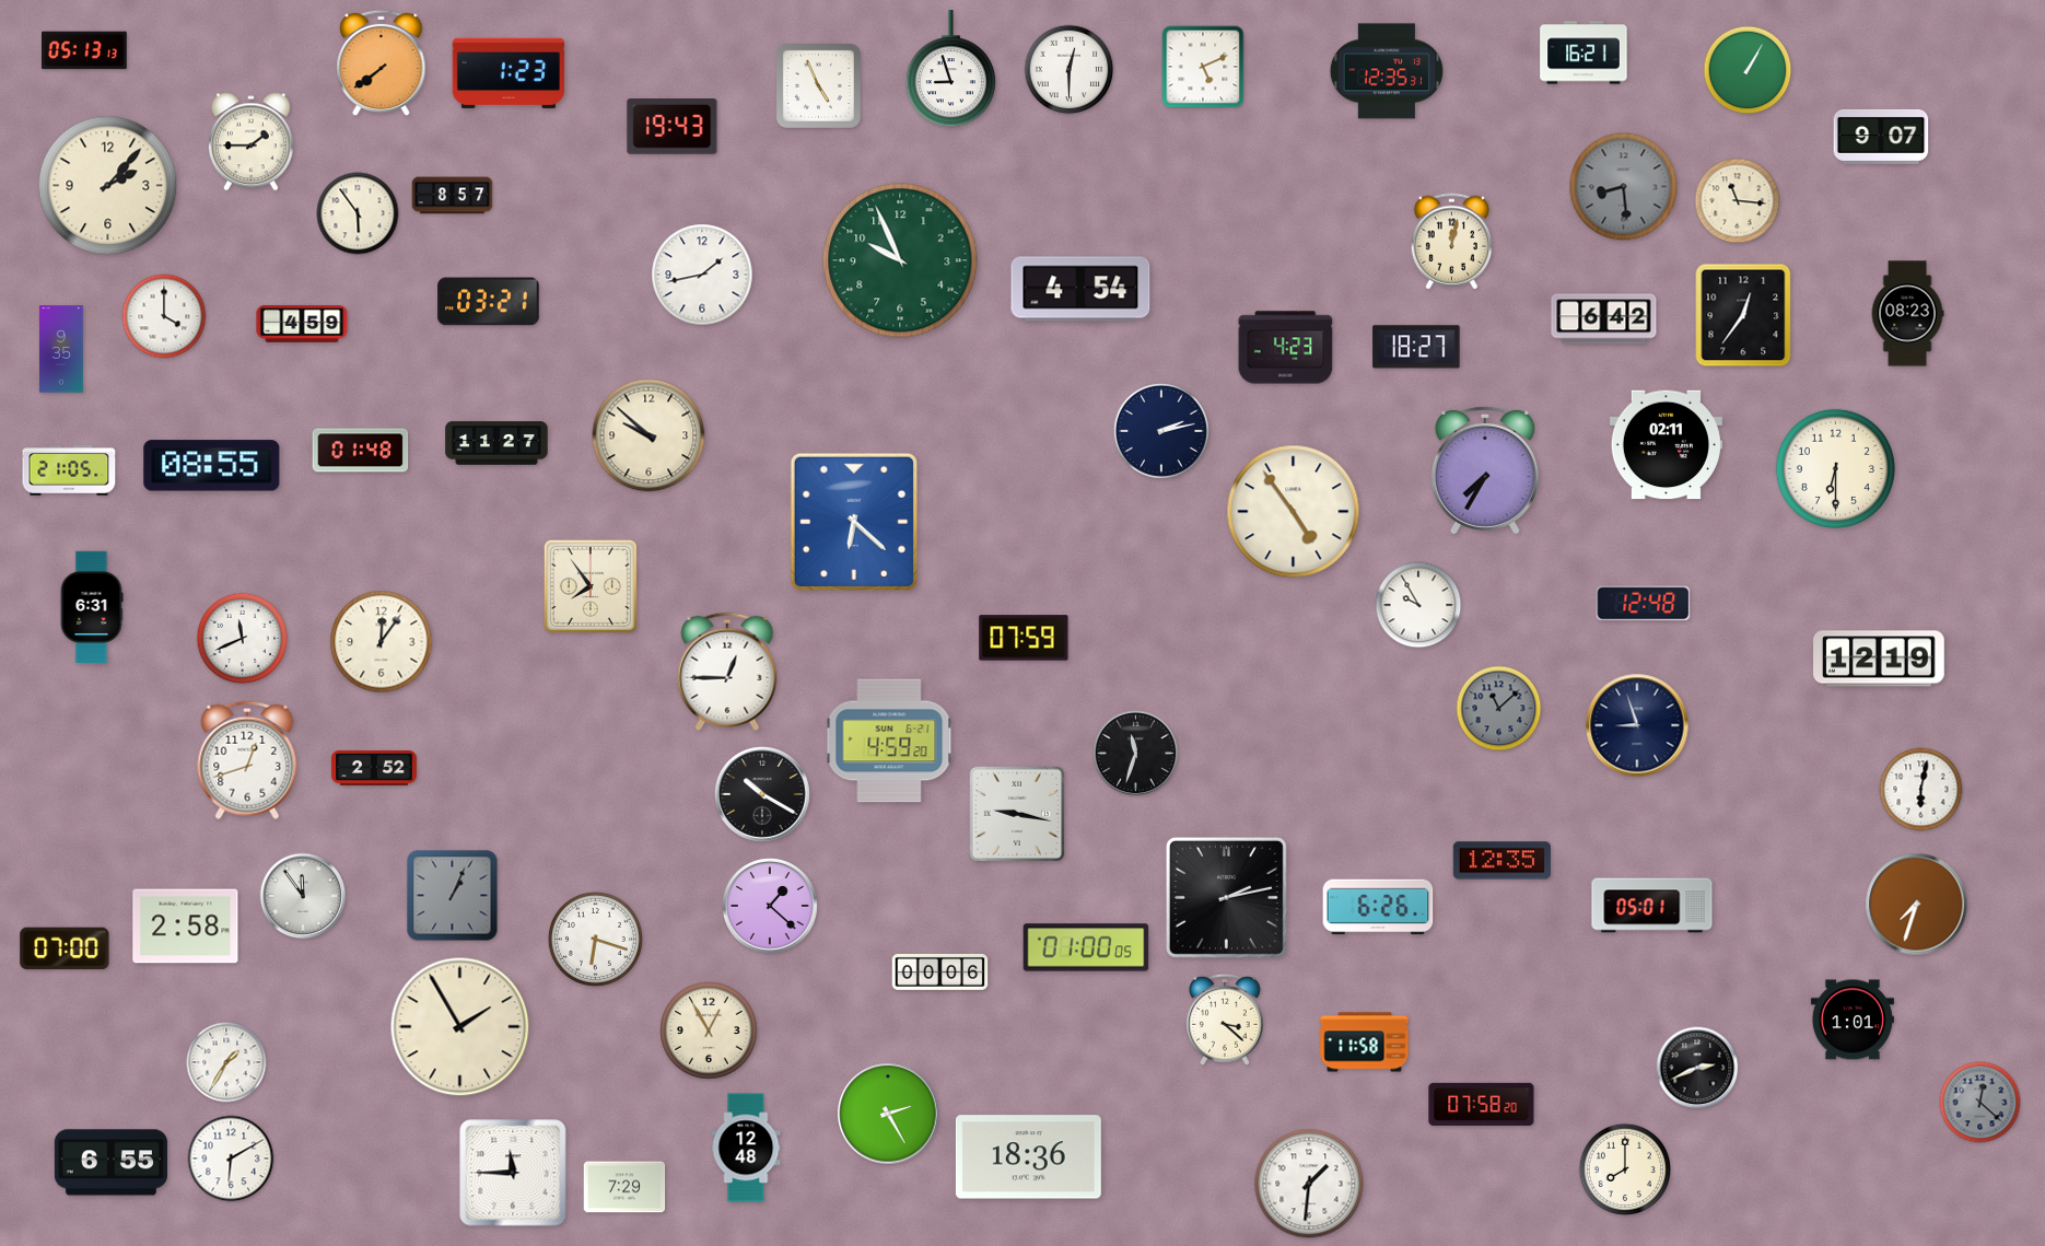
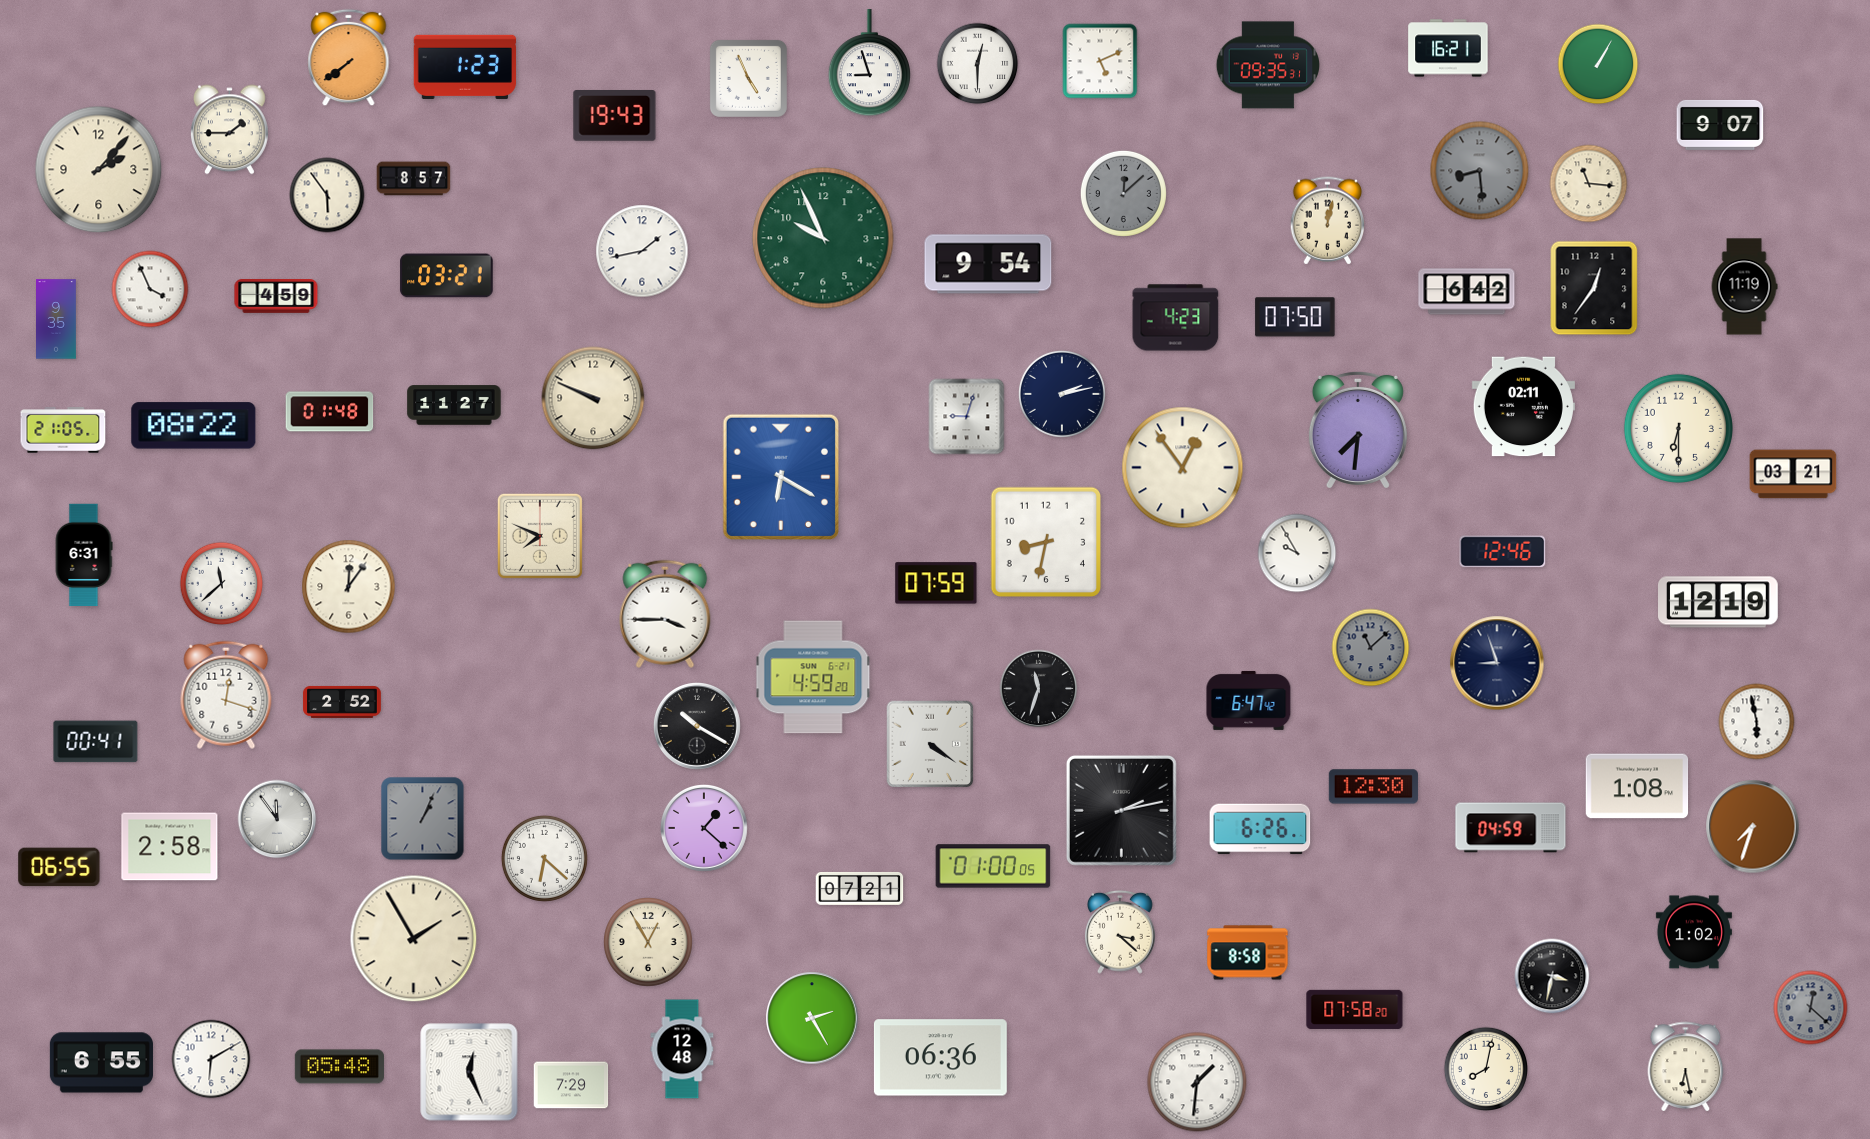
clock at (85, 50): 05:13 -> none
clock at (1387, 71): 12:35 -> 09:35
clock at (1624, 187) position: (1624, 187) -> (1480, 171)
clock at (1123, 193): none -> 12:08
clock at (1080, 289): 4:54 -> 9:54
clock at (1907, 314): 08:23 -> 11:19
clock at (164, 316): 4:00 -> 3:56
clock at (1416, 347): 18:27 -> 07:50
clock at (648, 435): 9:52 -> 9:49
clock at (967, 417): none -> 9:03
clock at (212, 466): 08:55 -> 08:22
clock at (1485, 469): 7:35 -> 7:31
clock at (1294, 512): 4:54 -> 12:54
clock at (1793, 474): none -> 03:21
clock at (853, 521): 6:22 -> 6:20
clock at (591, 586): 7:54 -> 7:49
clock at (1046, 542): none -> 8:32
clock at (1644, 604): 12:48 -> 12:46
clock at (243, 639): 11:41 -> 11:38
clock at (727, 672): 12:45 -> 3:45
clock at (247, 760): 12:42 -> 12:18
clock at (1249, 700): none -> 6:47
clock at (1921, 790): 6:02 -> 5:58
clock at (96, 742): none -> 00:41
clock at (1017, 814): 9:17 -> 4:21
clock at (1637, 786): none -> 1:08
clock at (1501, 861): 12:35 -> 12:30
clock at (453, 896) position: (453, 896) -> (423, 819)
clock at (1226, 897) position: (1226, 897) -> (1121, 810)
clock at (1652, 906): 05:01 -> 04:59
clock at (595, 939): 6:18 -> 6:22
clock at (65, 948): 07:00 -> 06:55
clock at (940, 971): 00:06 -> 07:21
clock at (1853, 1020): 1:01 -> 1:02
clock at (460, 1027) position: (460, 1027) -> (414, 939)
clock at (1365, 1043): 11:58 -> 8:58
clock at (226, 1062): 1:35 -> none
clock at (1697, 1068): 2:41 -> 3:32
clock at (1028, 1157): 18:36 -> 06:36
clock at (1686, 1066): none -> 6:28
clock at (339, 1067): none -> 05:48
clock at (1624, 1168): 8:00 -> 8:02
clock at (513, 1173): 11:45 -> 12:26
